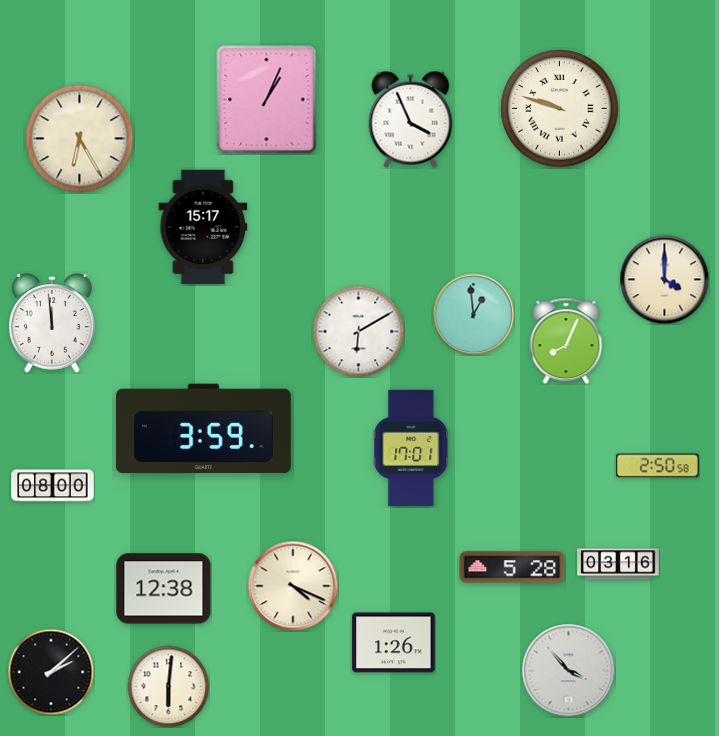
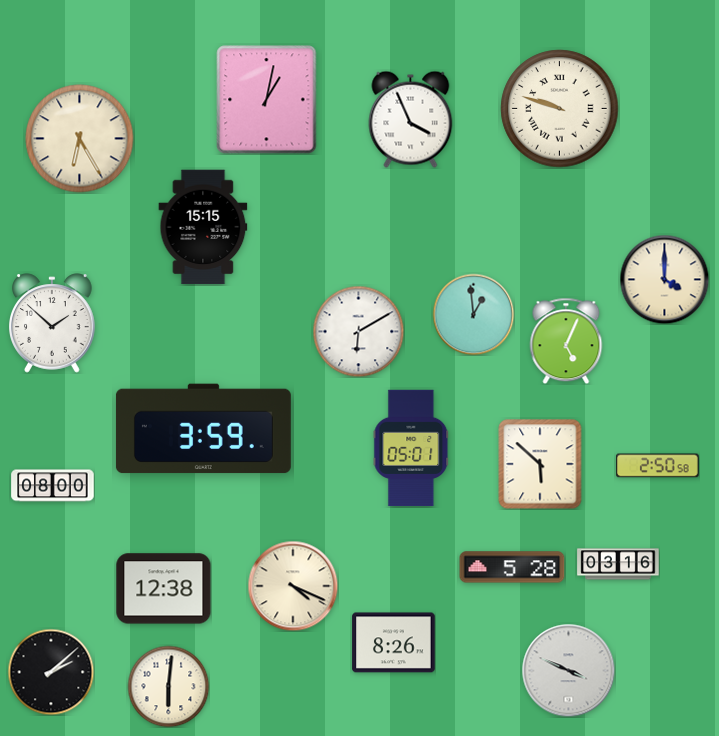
clock at (267, 100): 1:04 -> 1:02
clock at (203, 227): 15:17 -> 15:15
clock at (53, 323): 11:59 -> 1:52
clock at (566, 341): 8:04 -> 5:04
clock at (411, 448): 17:01 -> 05:01
clock at (540, 464): none -> 5:52
clock at (394, 643): 1:26 -> 8:26
clock at (568, 670): 3:53 -> 3:49
